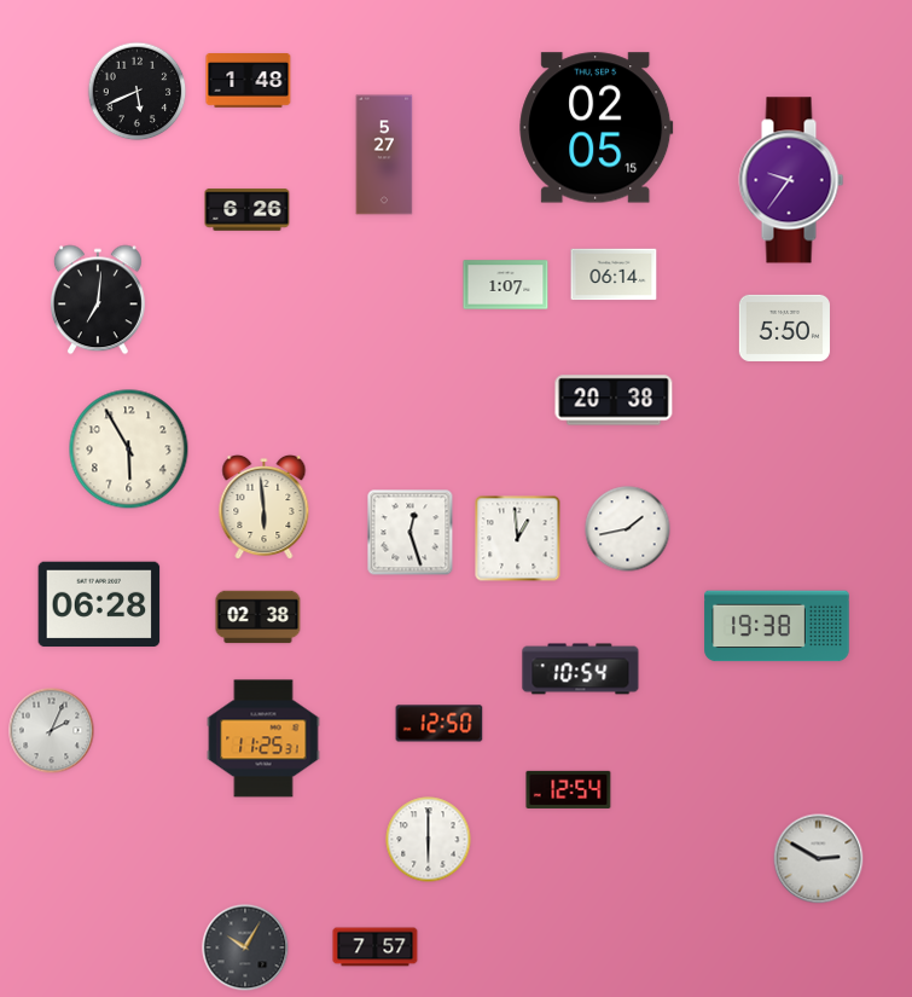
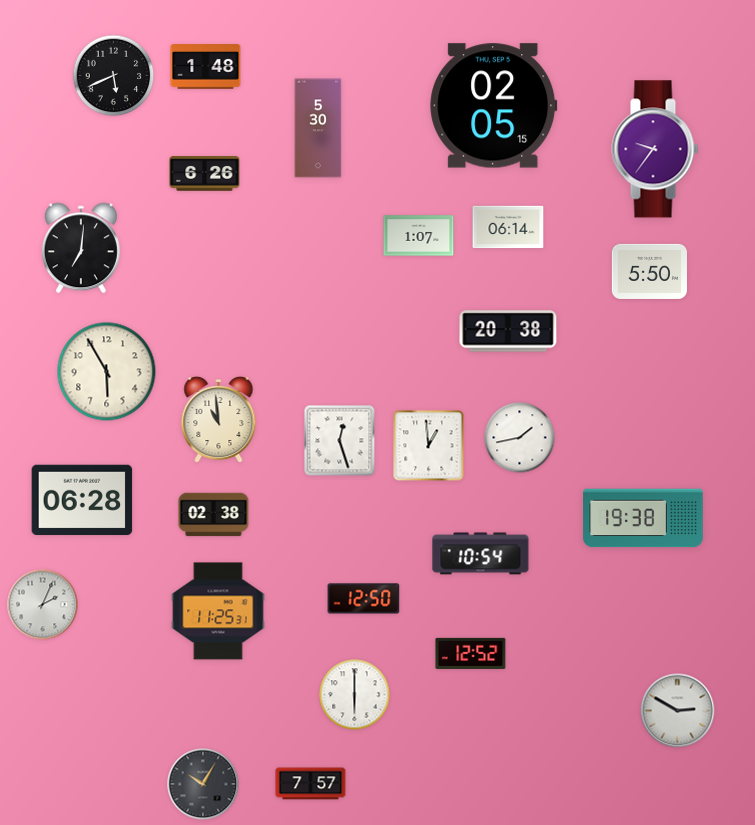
clock at (384, 155): 5:27 -> 5:30
clock at (265, 508): 5:59 -> 10:59
clock at (259, 618) position: (259, 618) -> (214, 515)
clock at (569, 789): 12:54 -> 12:52
